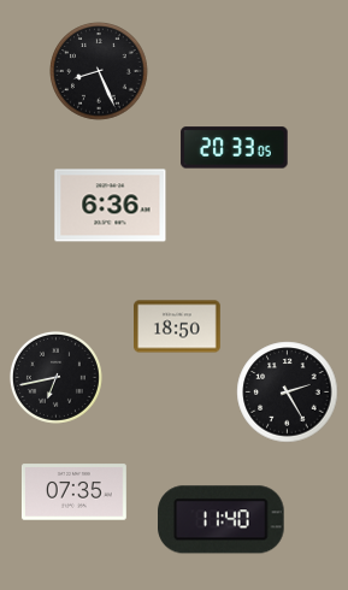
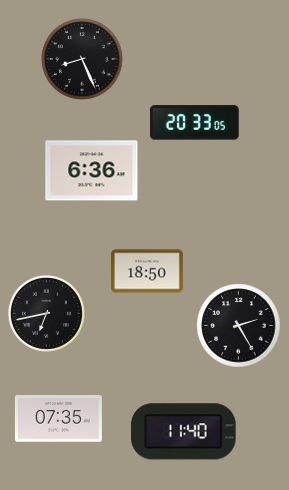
clock at (73, 492) position: (73, 492) -> (58, 419)
